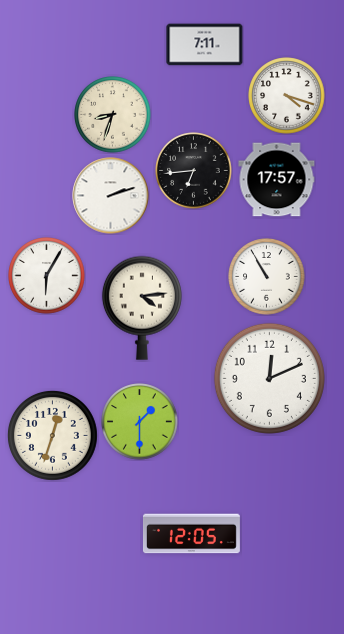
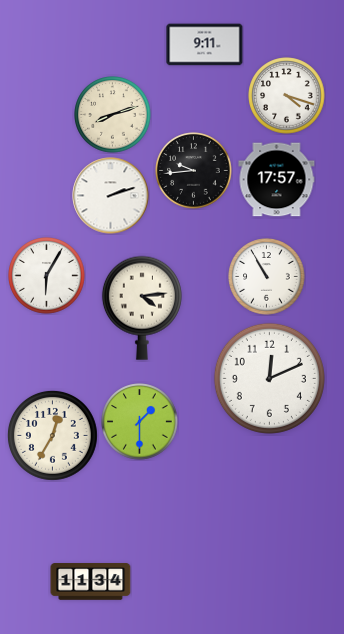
clock at (205, 45): 7:11 -> 9:11
clock at (113, 115): 8:33 -> 8:12
clock at (194, 171): 6:44 -> 9:44
clock at (52, 435): 12:33 -> 12:35
clock at (191, 534): 12:05 -> none
clock at (91, 582): none -> 11:34
